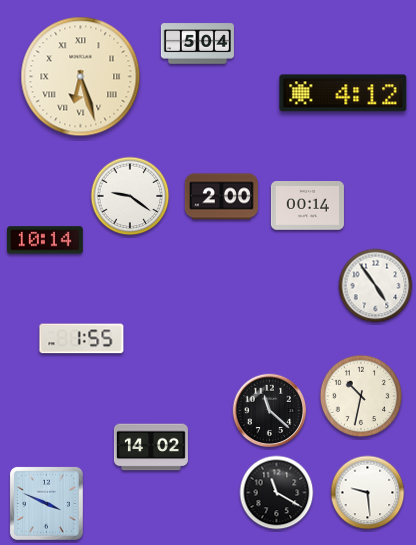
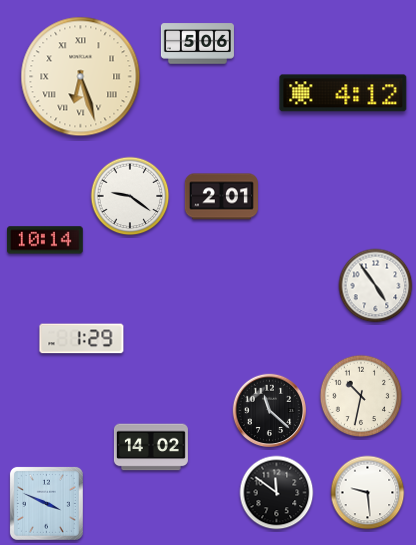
clock at (197, 44): 5:04 -> 5:06
clock at (221, 197): 2:00 -> 2:01
clock at (307, 206): 00:14 -> none
clock at (82, 339): 1:55 -> 1:29
clock at (277, 493): 11:20 -> 11:51
